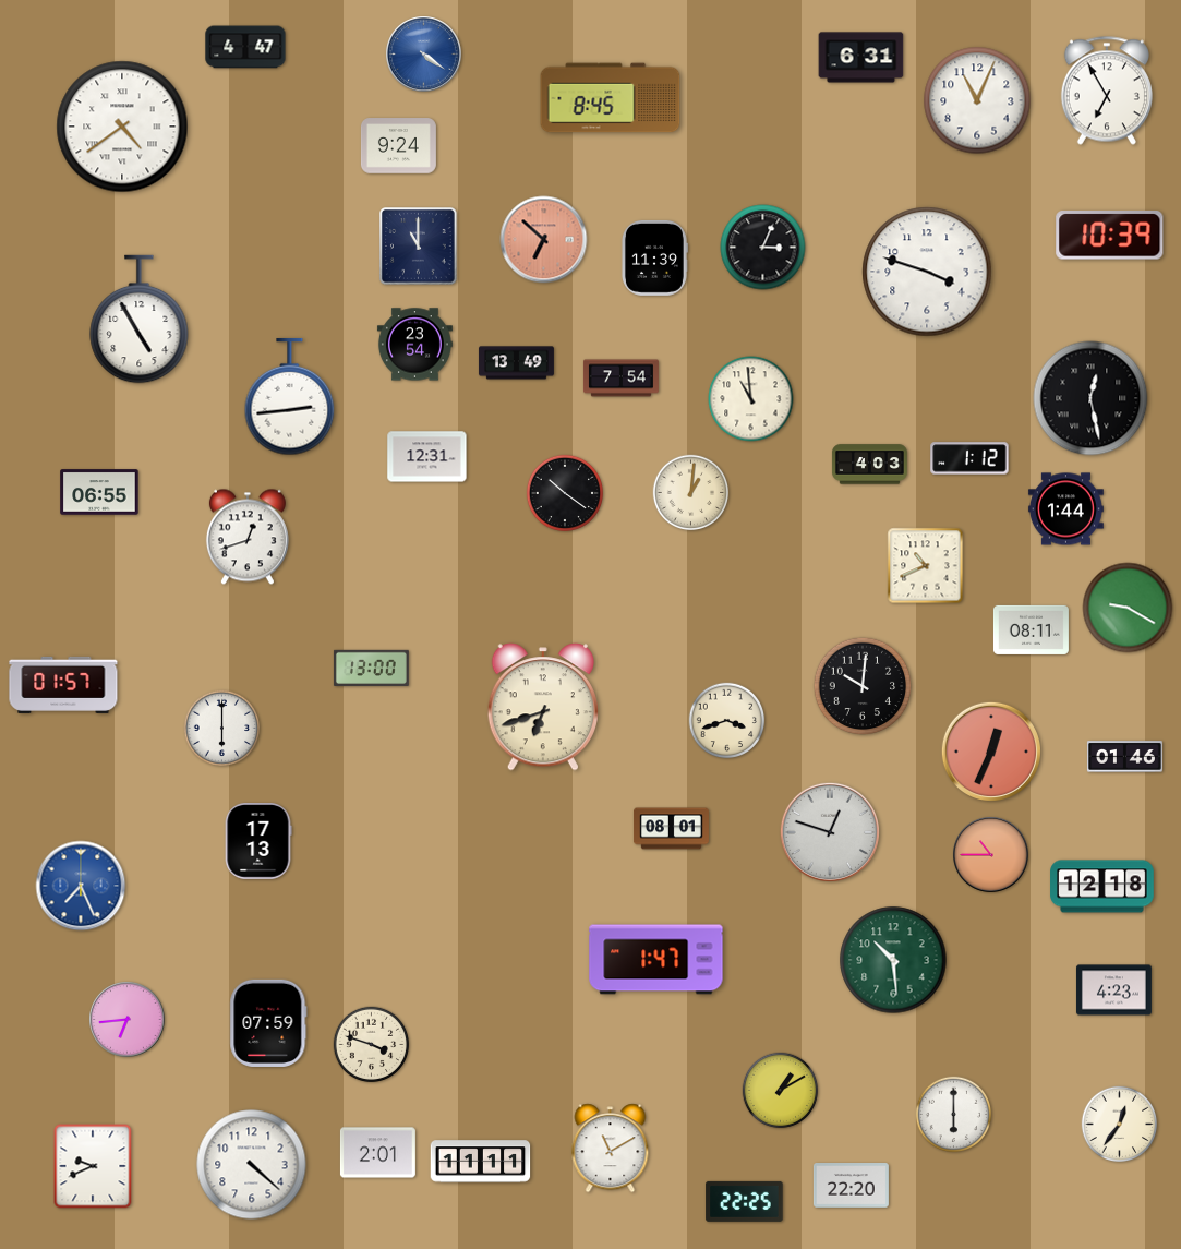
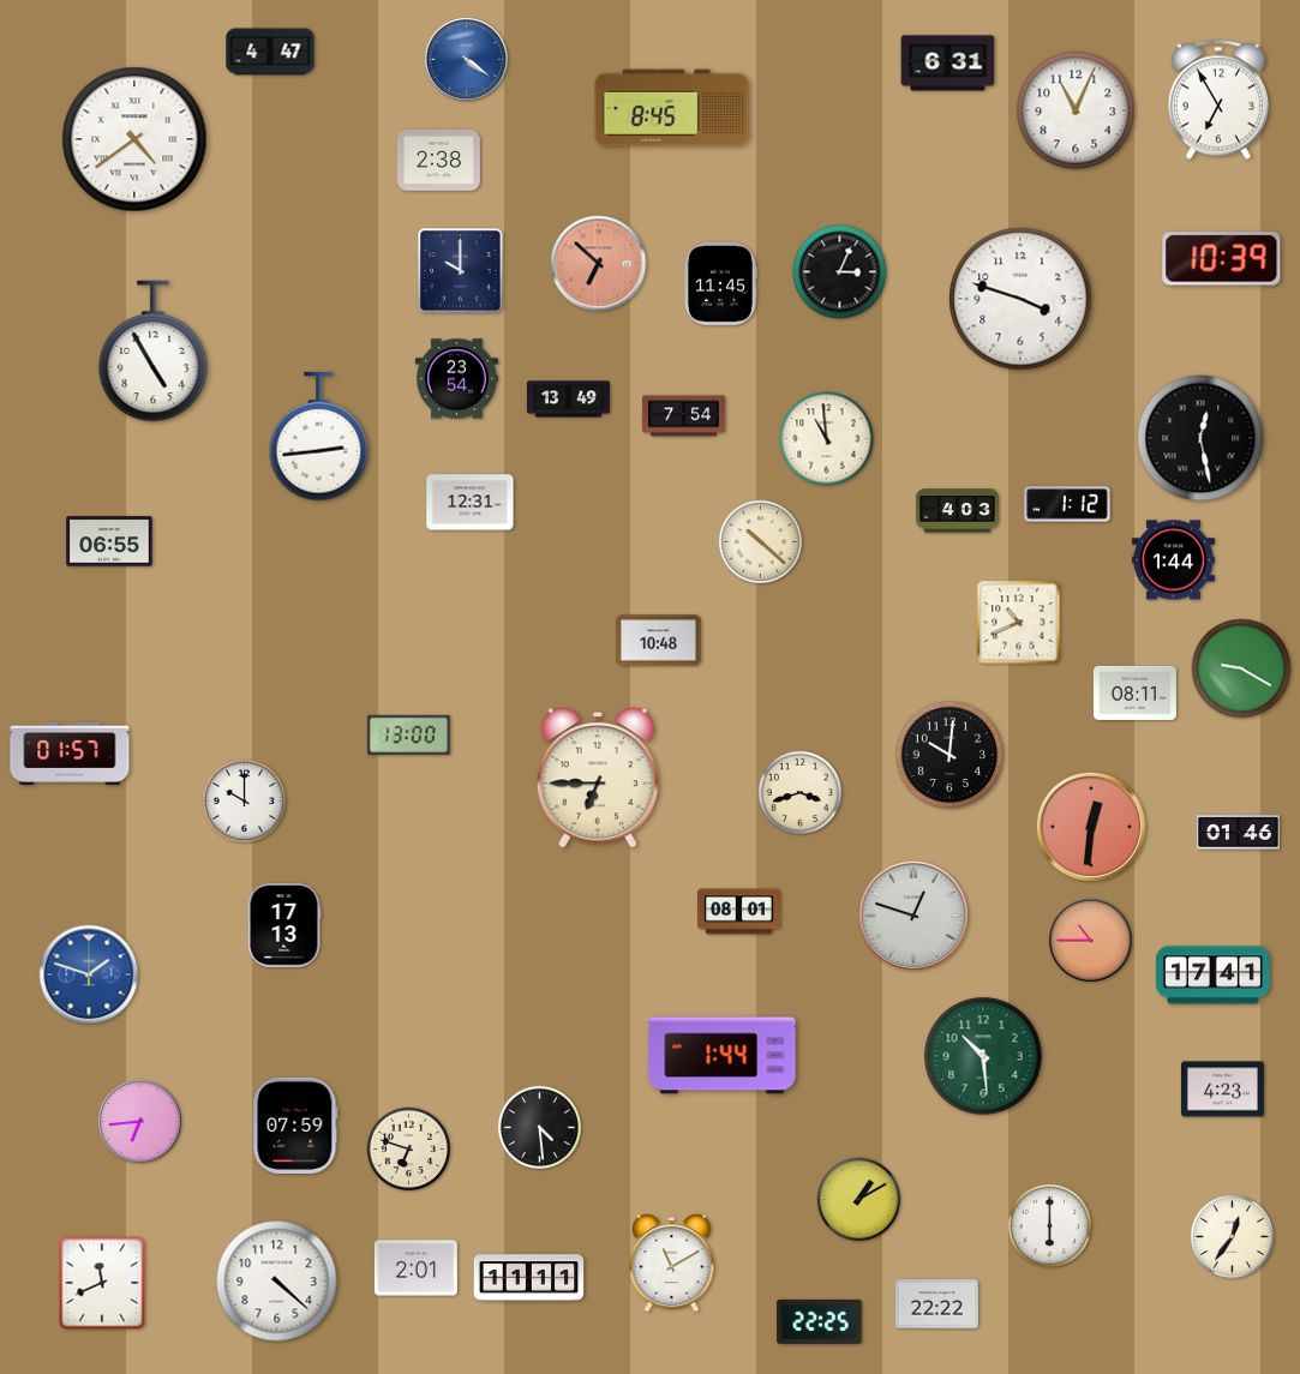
clock at (398, 146): 9:24 -> 2:38
clock at (419, 247): 11:00 -> 10:00
clock at (655, 257): 11:39 -> 11:45
clock at (564, 492): 10:21 -> none
clock at (691, 493): 1:01 -> 10:22
clock at (248, 537): 12:42 -> none
clock at (659, 641): none -> 10:48
clock at (543, 707): 6:42 -> 6:45
clock at (222, 729): 6:00 -> 10:00
clock at (991, 752): 12:34 -> 12:31
clock at (81, 886): 7:26 -> 1:48
clock at (1102, 887): 12:18 -> 17:41
clock at (656, 960): 1:47 -> 1:44
clock at (1113, 990) position: (1113, 990) -> (1222, 1090)
clock at (540, 1128): none -> 4:29
clock at (372, 1045): 3:48 -> 6:48
clock at (93, 1166): 9:41 -> 11:41
clock at (851, 1186): 22:20 -> 22:22
